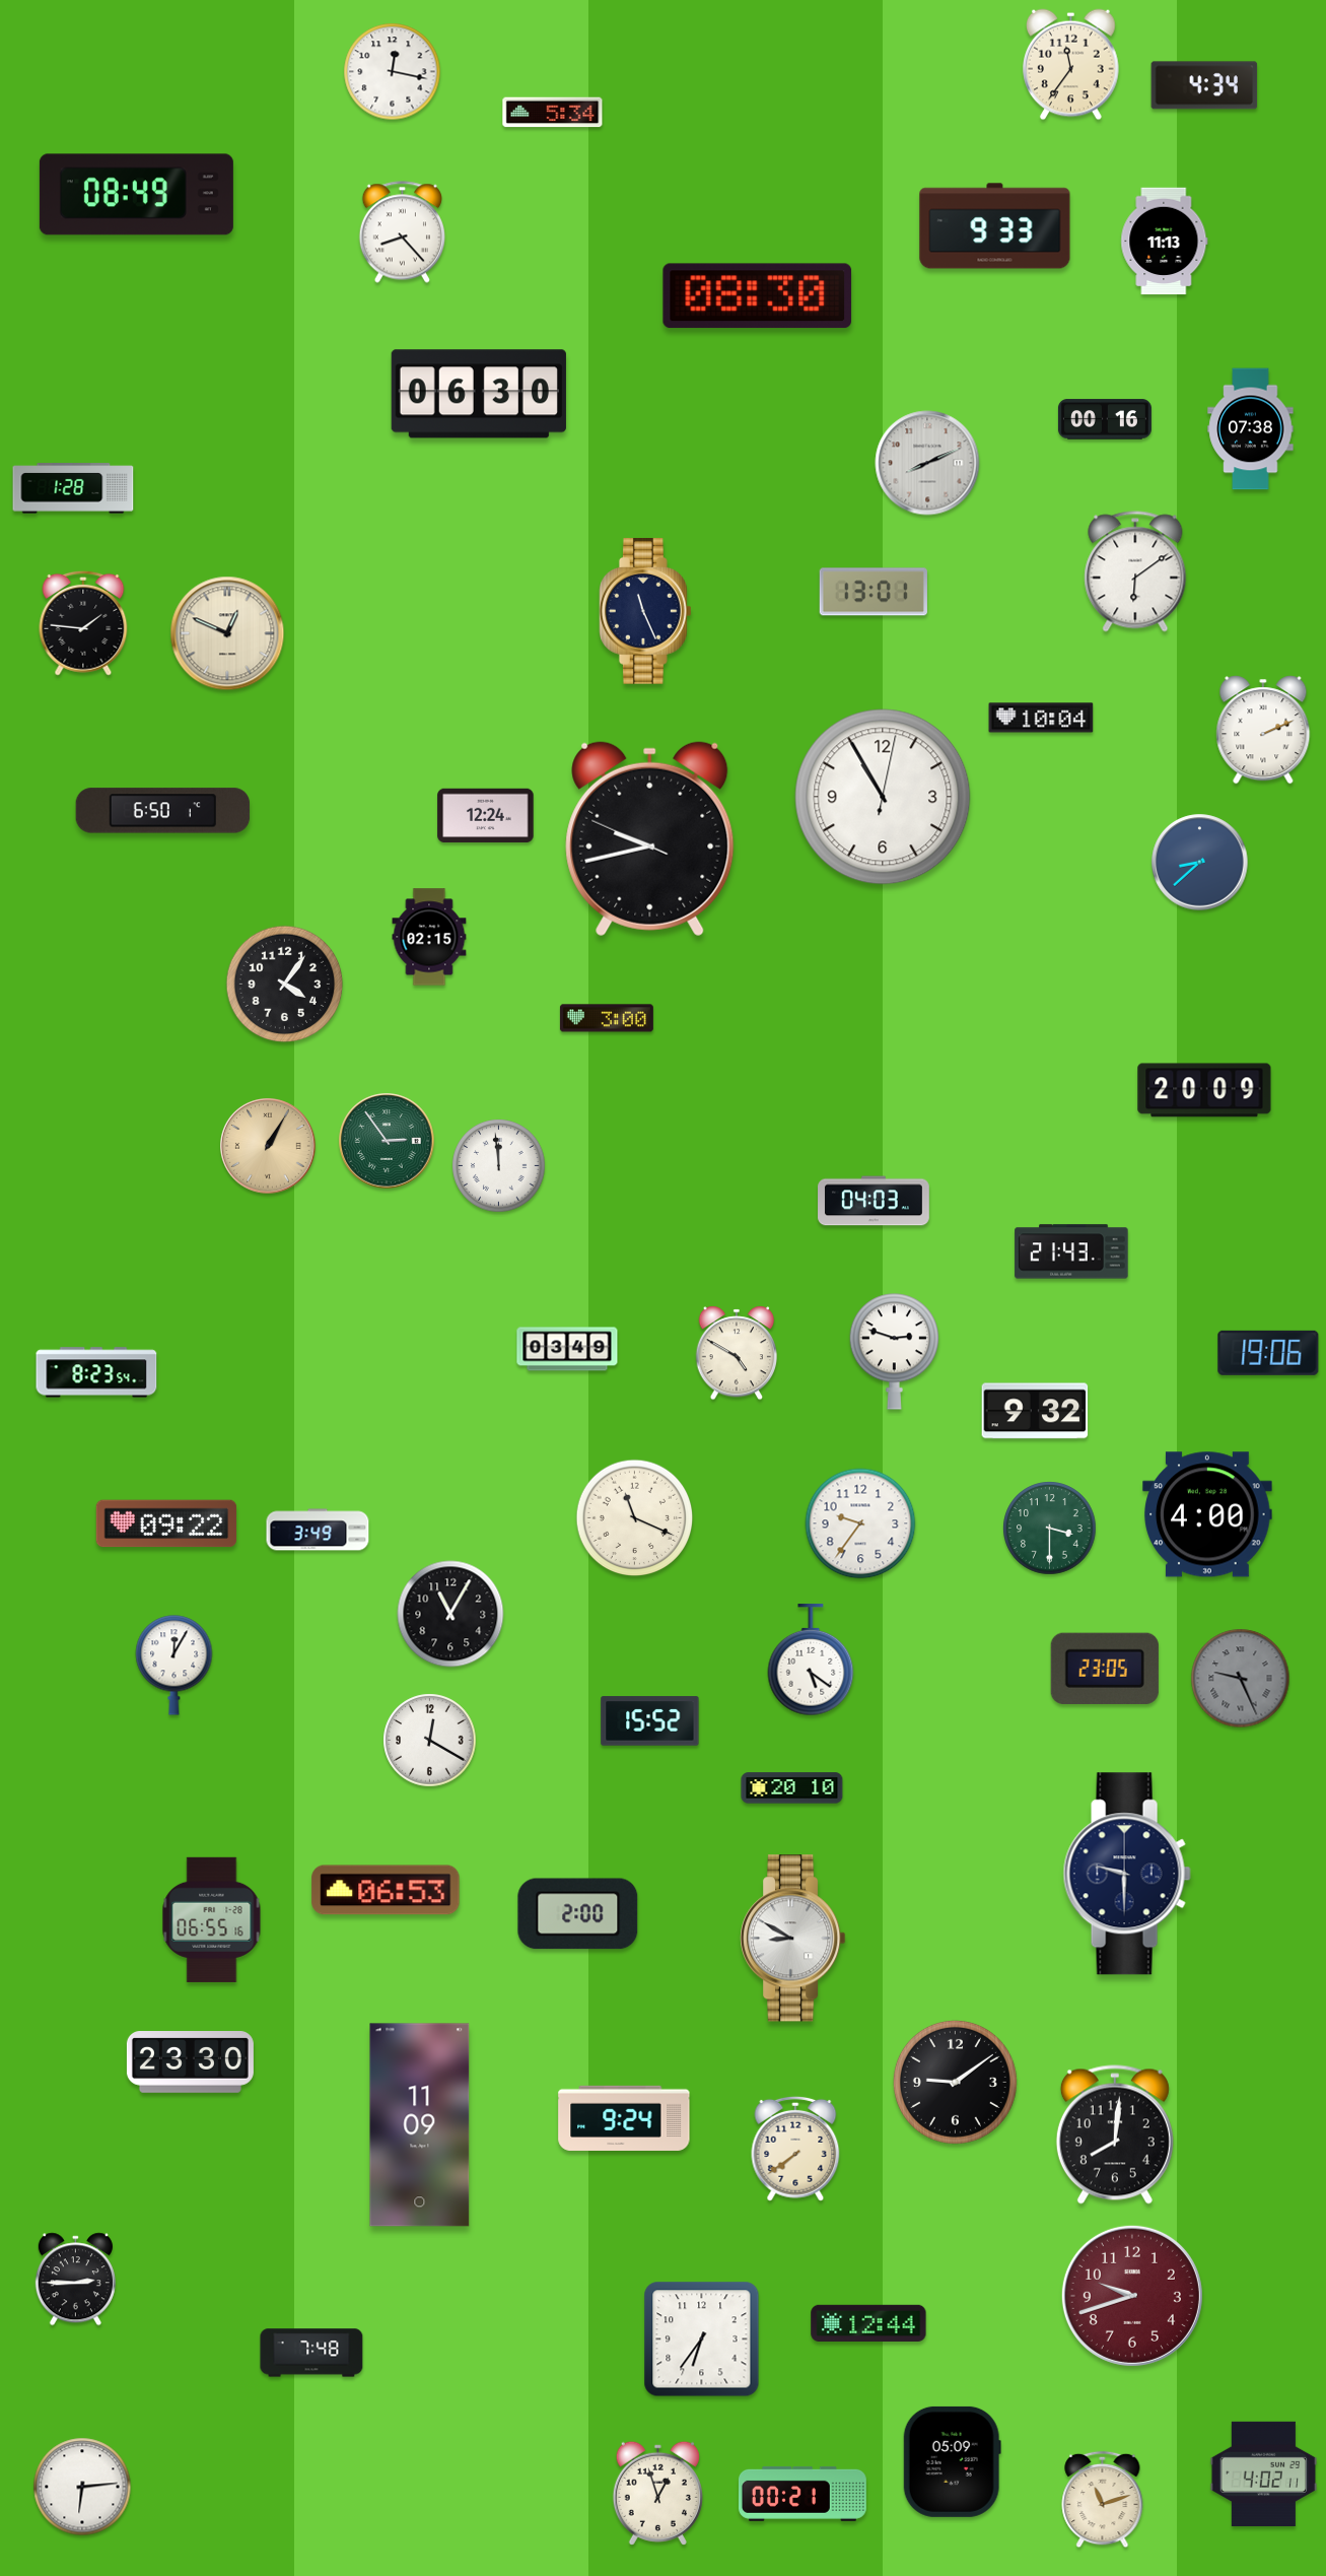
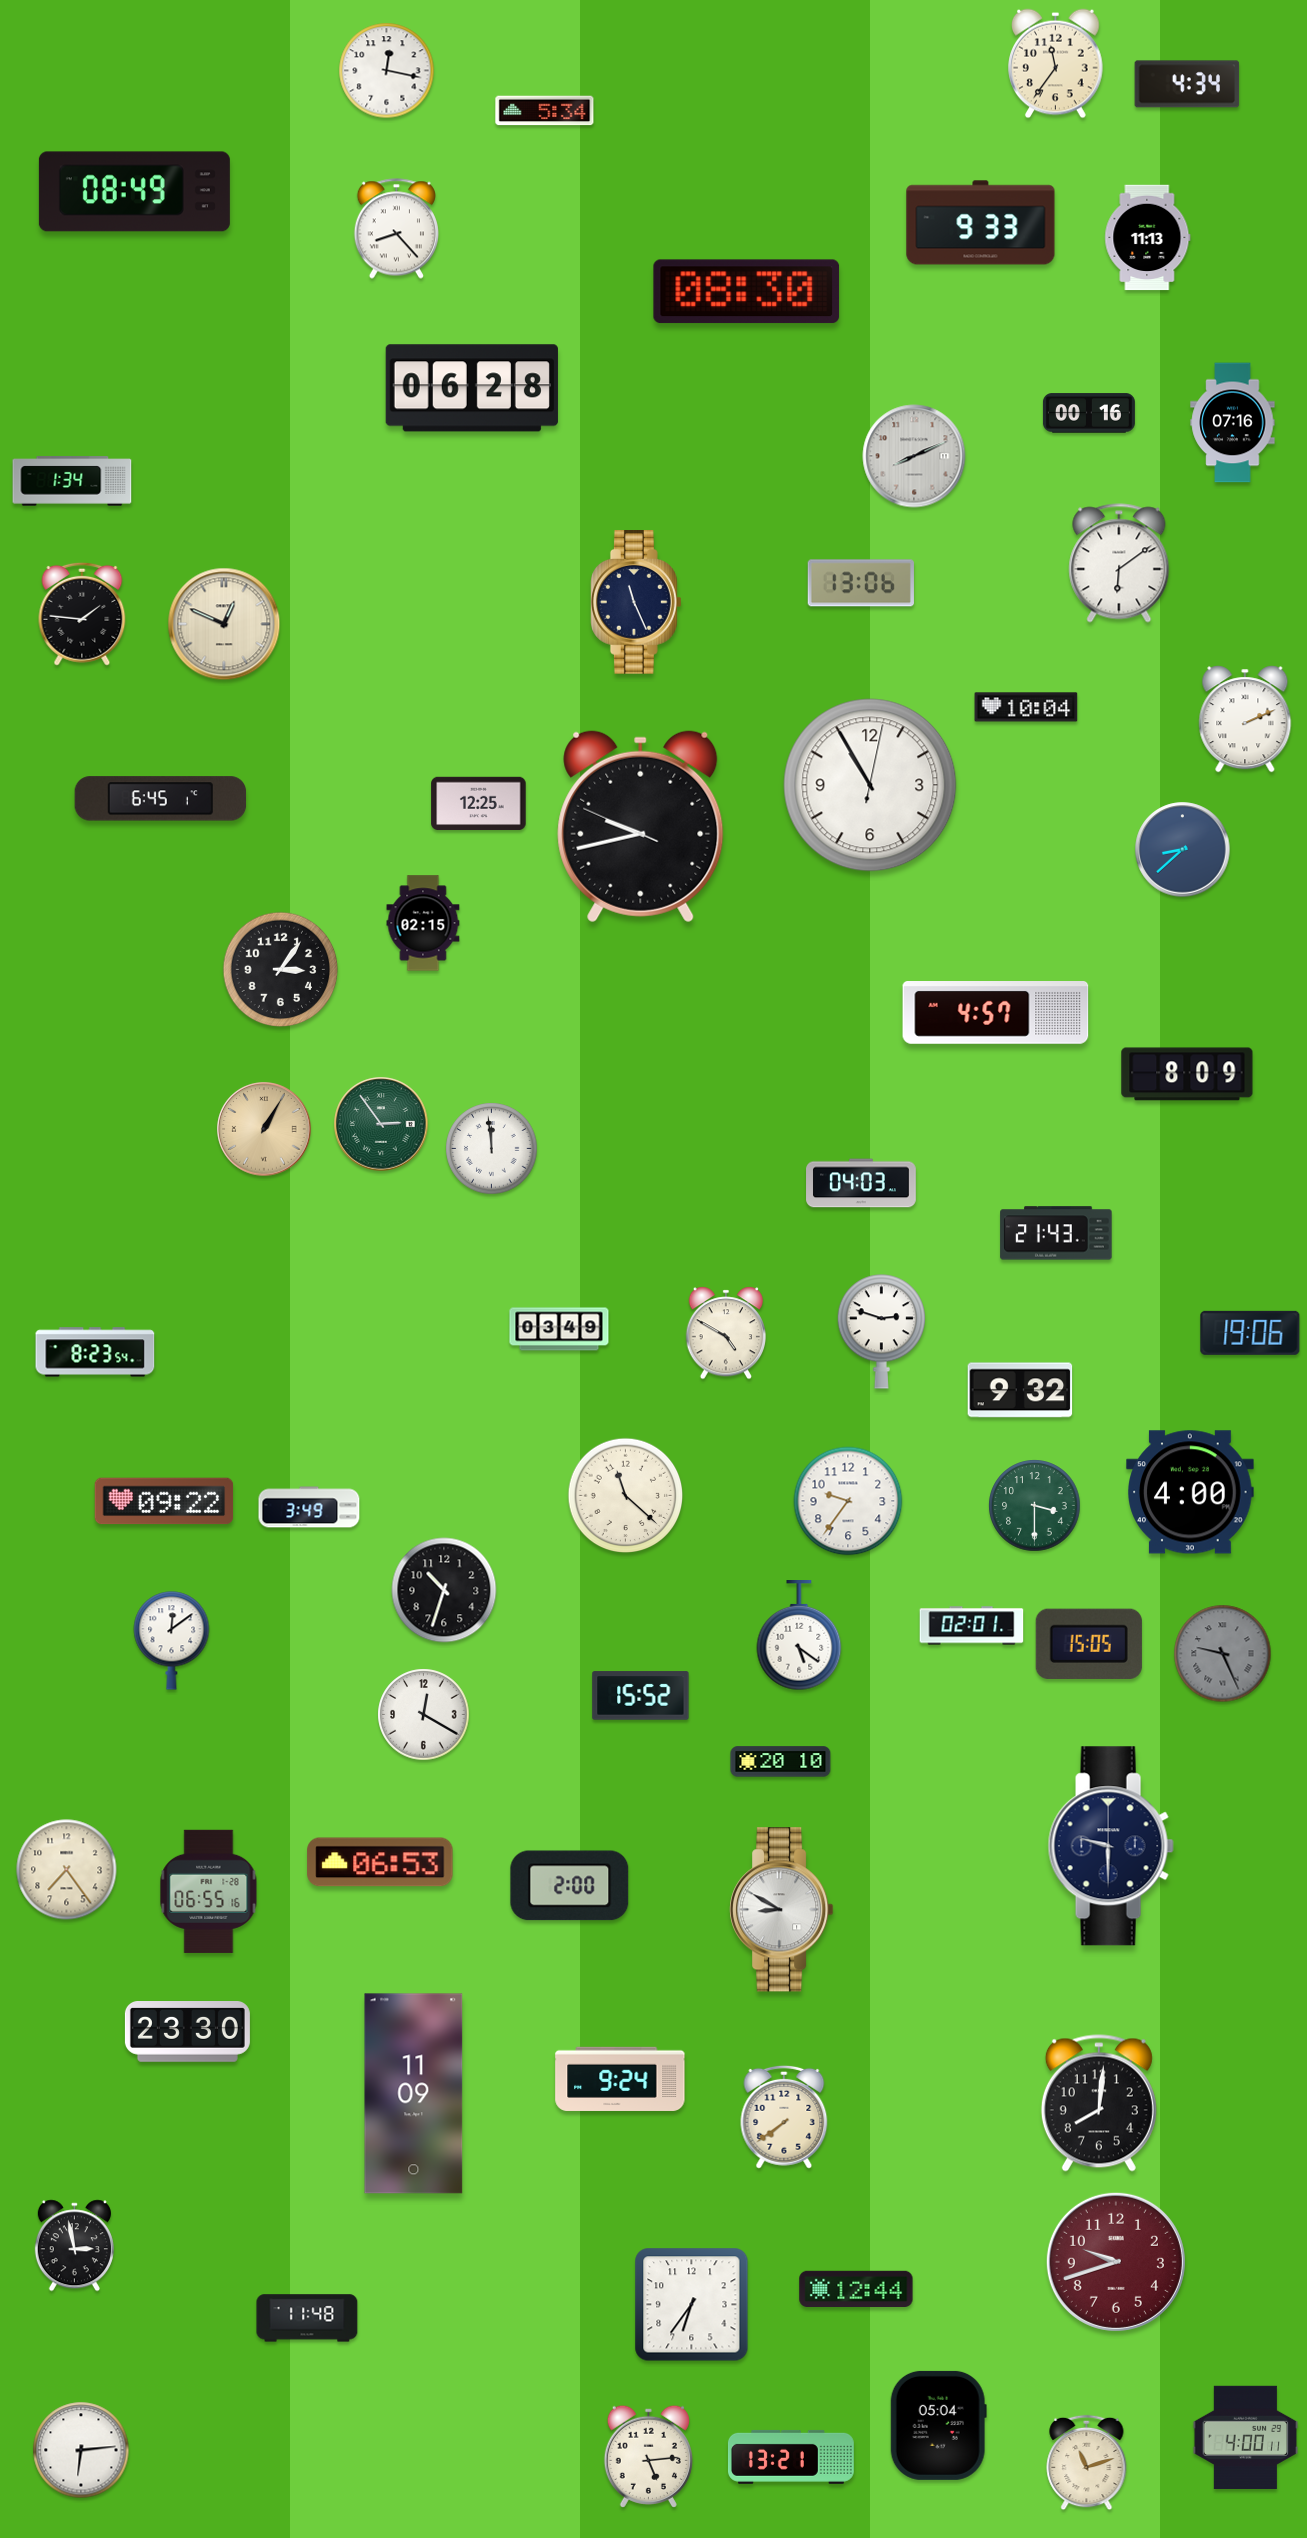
clock at (479, 394): 06:30 -> 06:28
clock at (1251, 429): 07:38 -> 07:16
clock at (73, 488): 1:28 -> 1:34
clock at (874, 592): 13:01 -> 13:06
clock at (163, 811): 6:50 -> 6:45
clock at (486, 816): 12:24 -> 12:25
clock at (285, 985): 4:06 -> 3:06
clock at (607, 1018): 3:00 -> none
clock at (996, 1013): none -> 4:57
clock at (1204, 1090): 20:09 -> 8:09
clock at (635, 1518): 11:19 -> 11:22
clock at (318, 1530) position: (318, 1530) -> (309, 1507)
clock at (450, 1614): 11:05 -> 10:33
clock at (972, 1626): none -> 02:01
clock at (175, 1666): 12:05 -> 12:09
clock at (1105, 1669): 23:05 -> 15:05
clock at (67, 1870): none -> 7:24
clock at (955, 2082): 9:09 -> none
clock at (624, 2118) position: (624, 2118) -> (620, 2079)
clock at (75, 2280): 2:45 -> 2:58
clock at (311, 2353): 7:48 -> 11:48
clock at (952, 2461): 05:09 -> 05:04
clock at (1264, 2473): 4:02 -> 4:00
clock at (657, 2493): 12:57 -> 5:14
clock at (802, 2494): 00:21 -> 13:21
